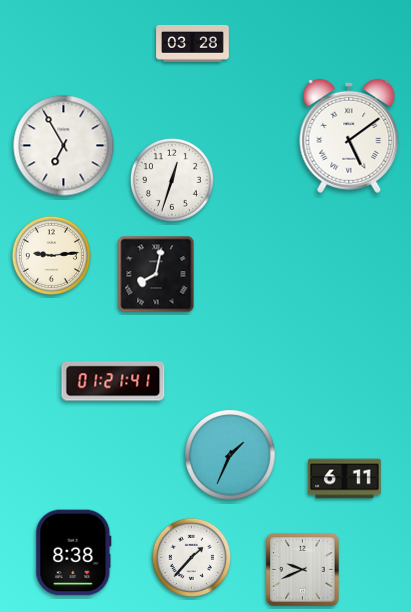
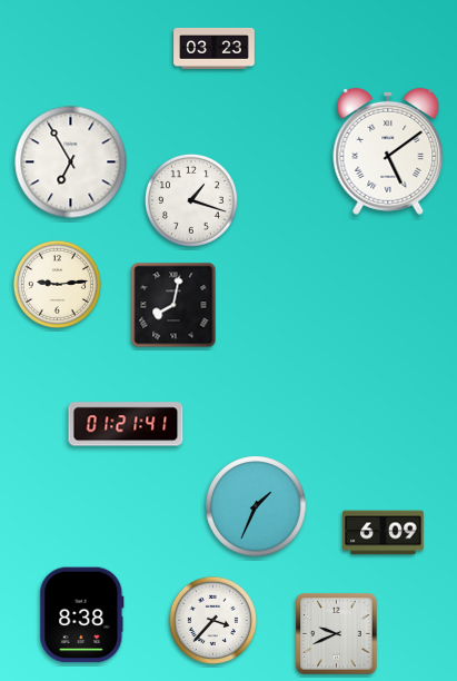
clock at (193, 44): 03:28 -> 03:23
clock at (172, 180): 12:33 -> 1:18
clock at (345, 479): 6:11 -> 6:09
clock at (191, 557): 1:37 -> 3:37
